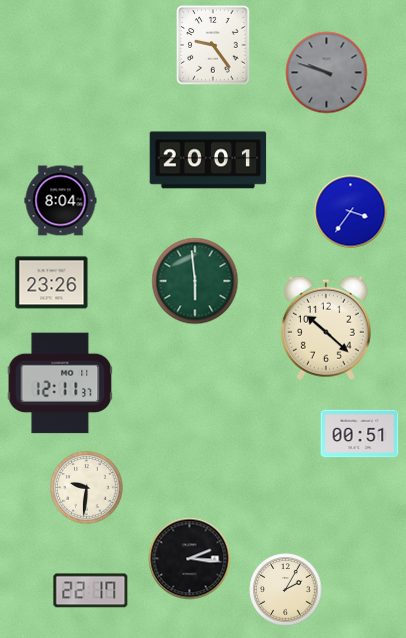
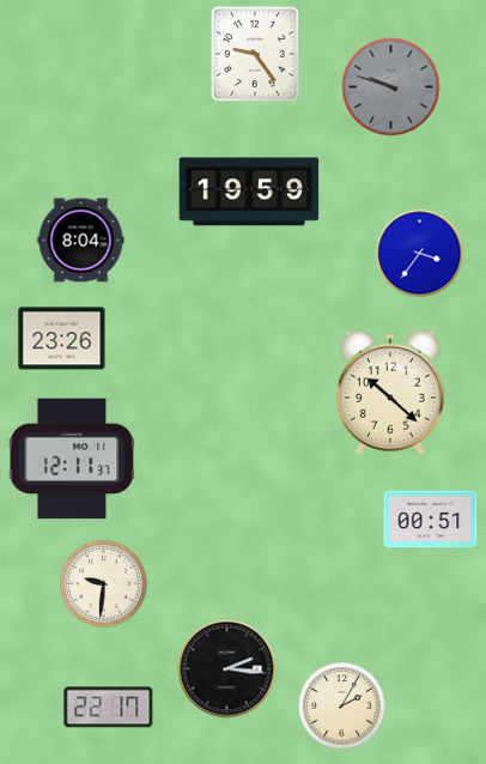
clock at (208, 160): 20:01 -> 19:59
clock at (61, 201) position: (61, 201) -> (81, 241)
clock at (195, 281): 5:59 -> none
